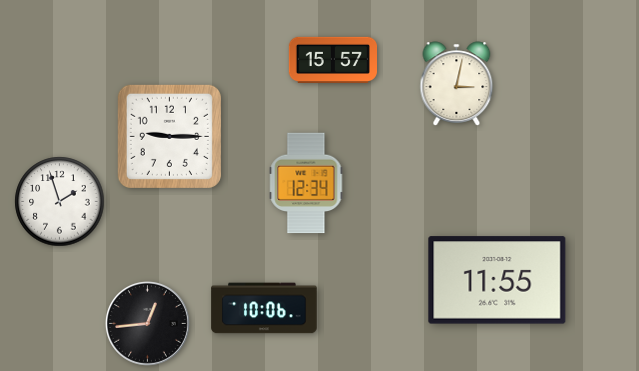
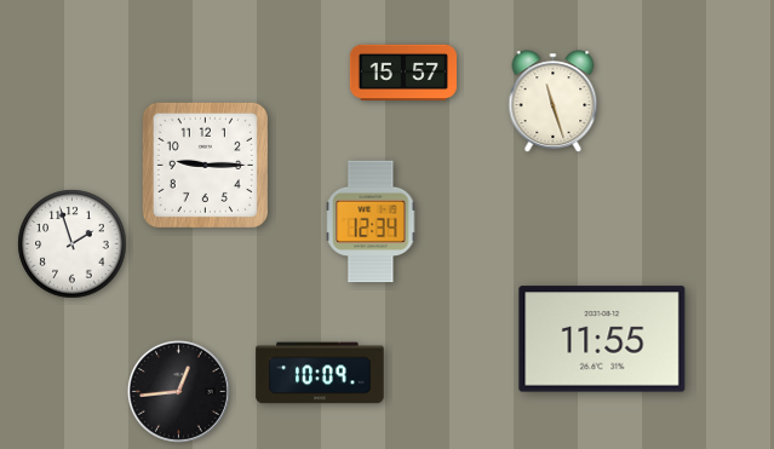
clock at (457, 84): 3:02 -> 11:27
clock at (264, 308): 10:06 -> 10:09
